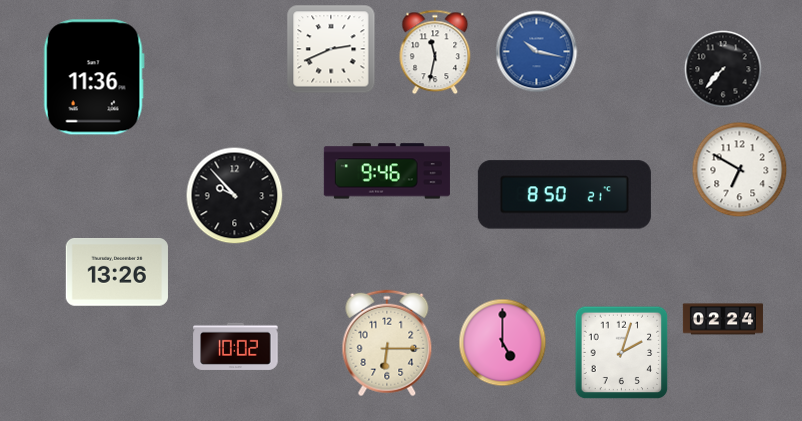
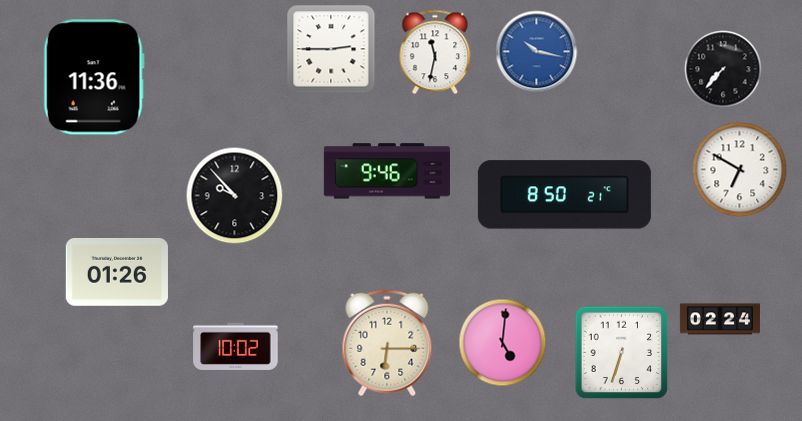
clock at (331, 49): 2:41 -> 2:45
clock at (117, 273): 13:26 -> 01:26
clock at (723, 319) position: (723, 319) -> (720, 319)
clock at (503, 343): 5:00 -> 5:01
clock at (622, 353): 2:03 -> 6:33
